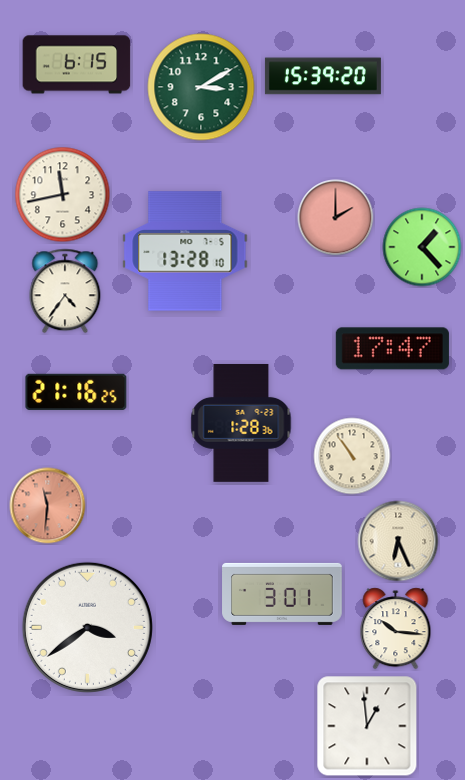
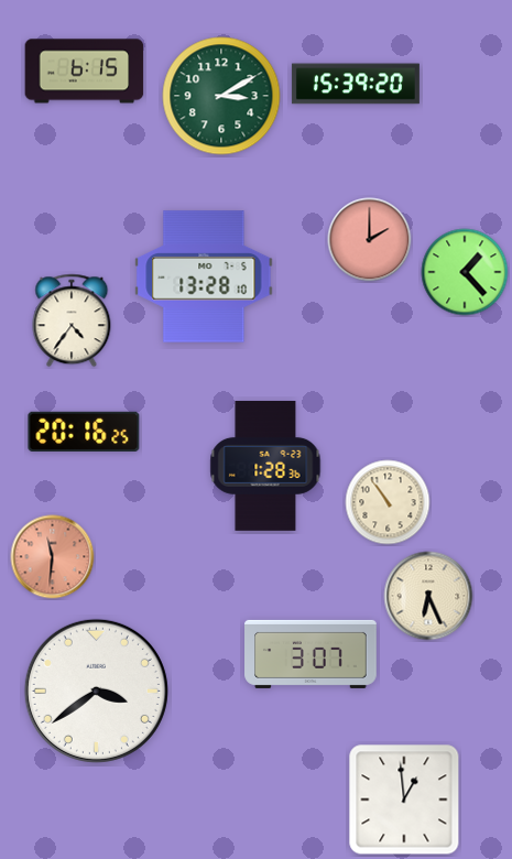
clock at (63, 195): 11:43 -> none
clock at (392, 349): 17:47 -> none
clock at (76, 392): 21:16 -> 20:16
clock at (398, 541) position: (398, 541) -> (428, 596)
clock at (282, 594): 3:01 -> 3:07
clock at (396, 629): 10:16 -> none
